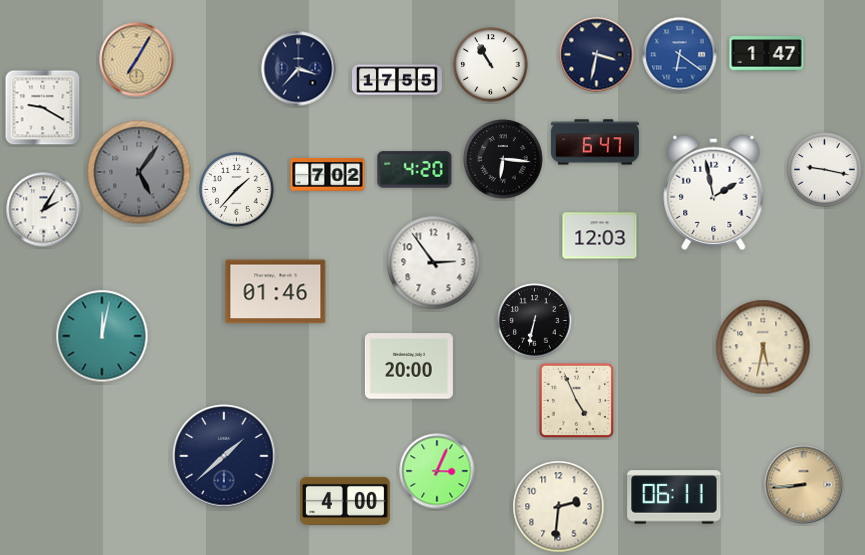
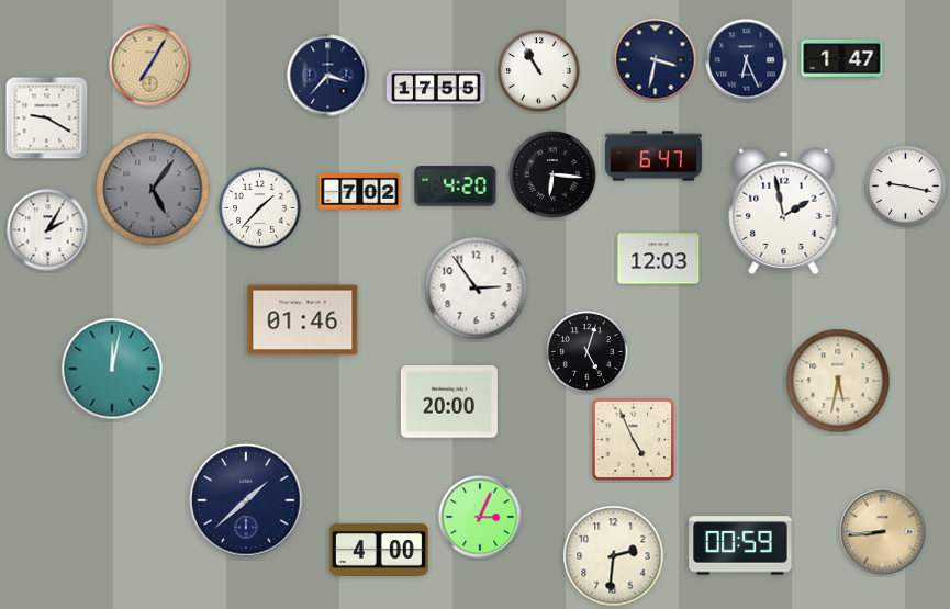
clock at (680, 55): 6:21 -> 6:26
clock at (680, 55) dial: blue -> navy
clock at (535, 321): 6:32 -> 5:03
clock at (674, 497): 06:11 -> 00:59
